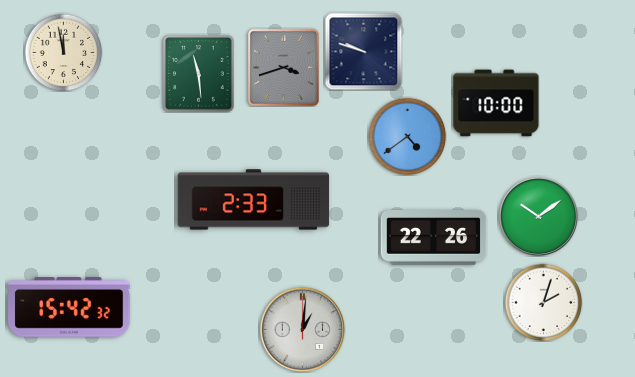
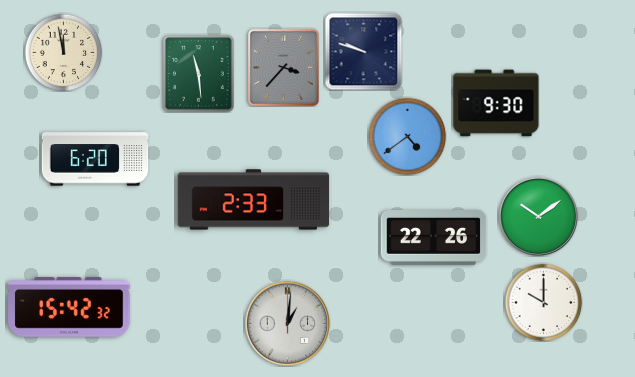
clock at (283, 67): 3:42 -> 3:37
clock at (496, 103): 10:00 -> 9:30
clock at (95, 159): none -> 6:20
clock at (543, 302): 2:03 -> 10:00
clock at (302, 329) position: (302, 329) -> (287, 323)
